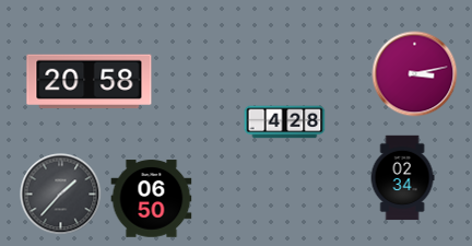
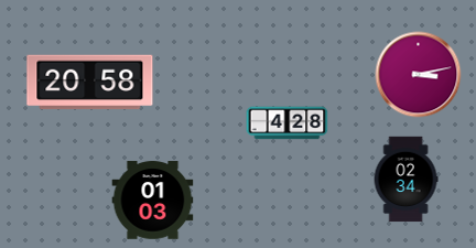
clock at (61, 195): 1:37 -> none
clock at (152, 199): 06:50 -> 01:03
